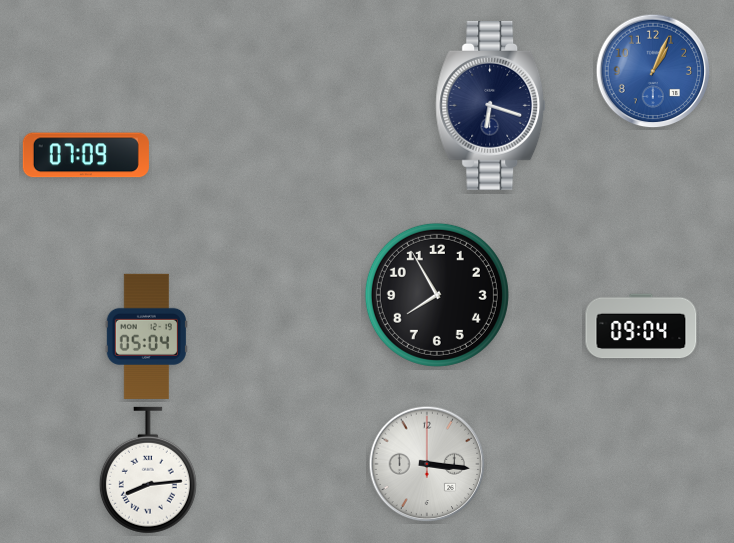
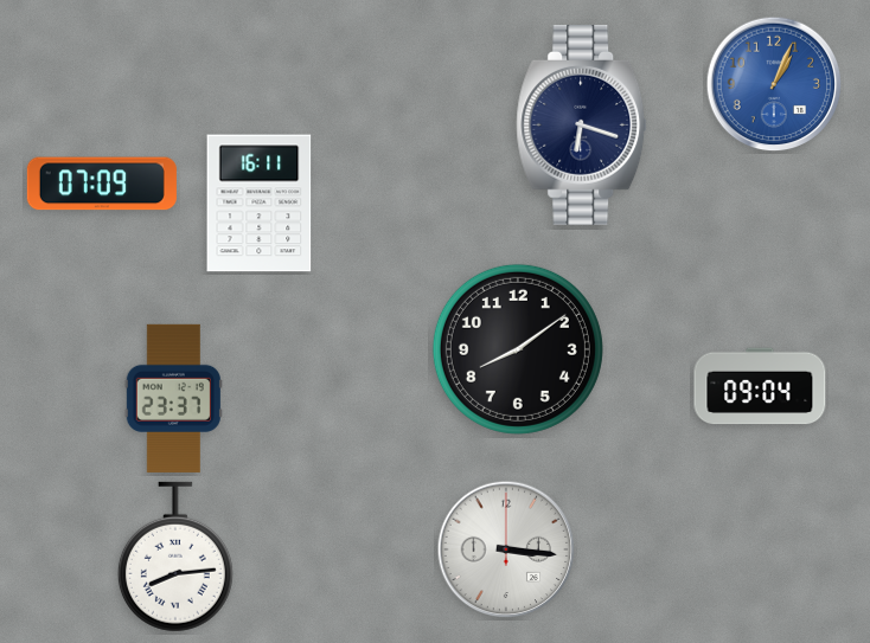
clock at (260, 204): none -> 16:11
clock at (437, 295): 7:55 -> 8:09
clock at (146, 336): 05:04 -> 23:37
